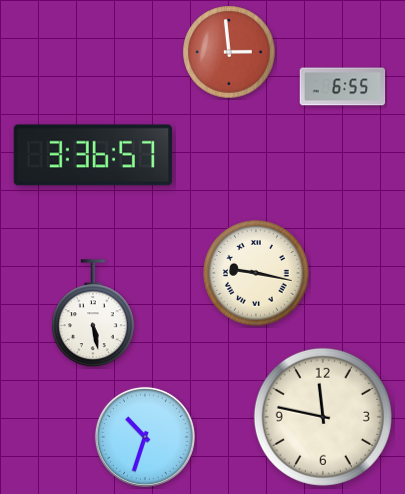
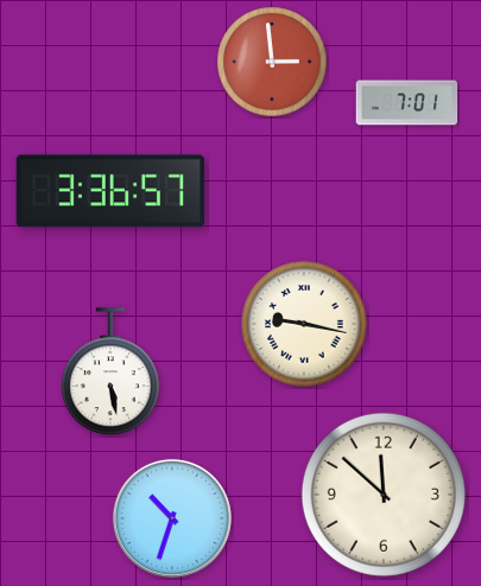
clock at (343, 87): 6:55 -> 7:01
clock at (92, 155) position: (92, 155) -> (109, 191)
clock at (323, 417): 11:47 -> 11:52
